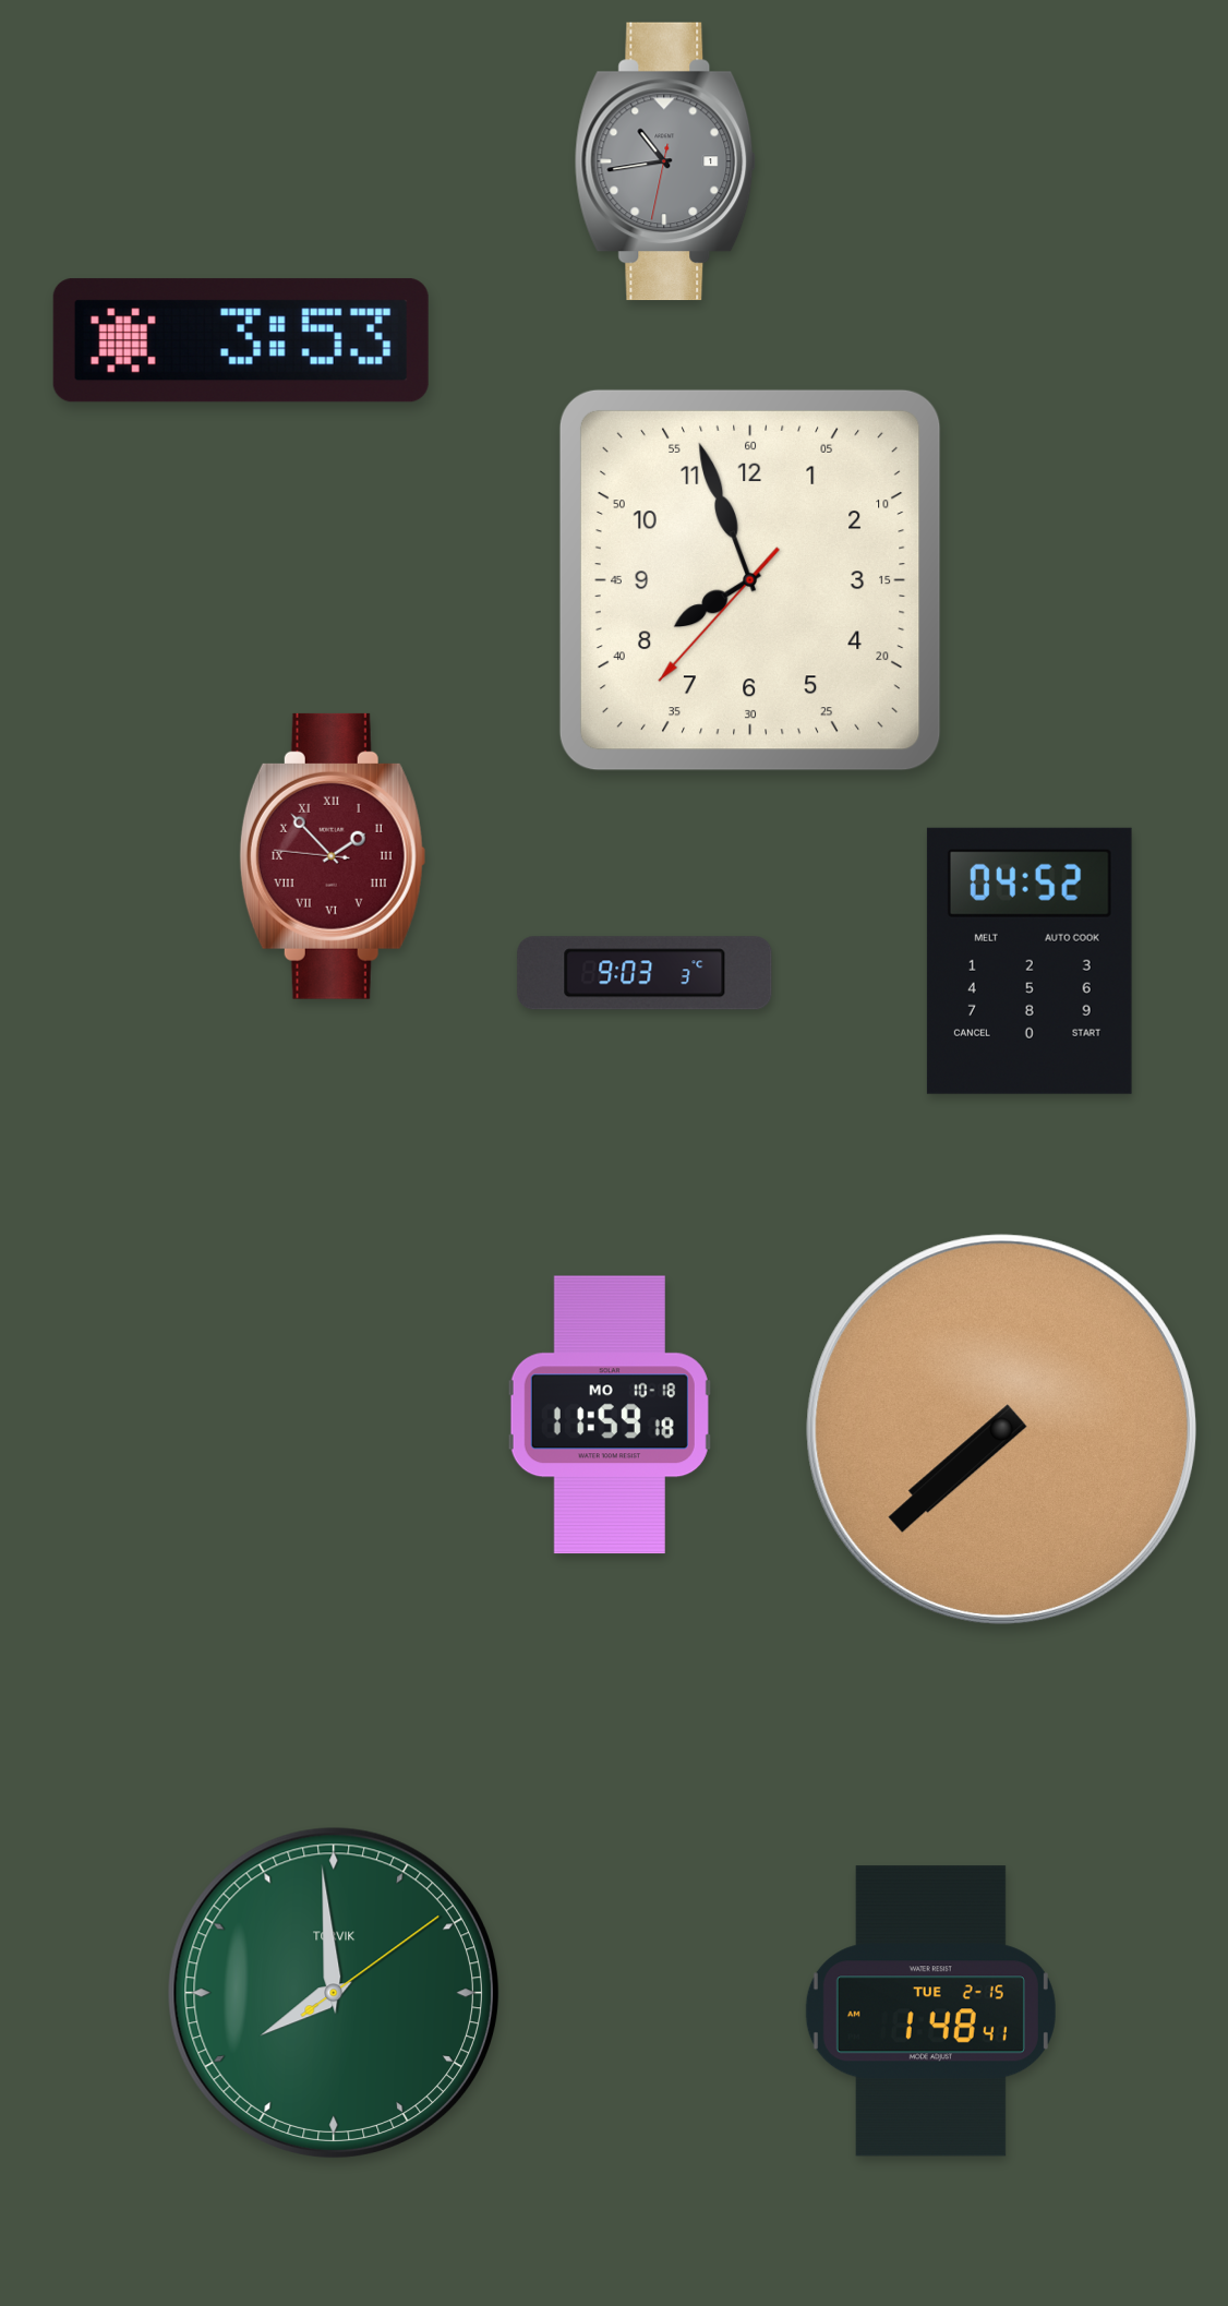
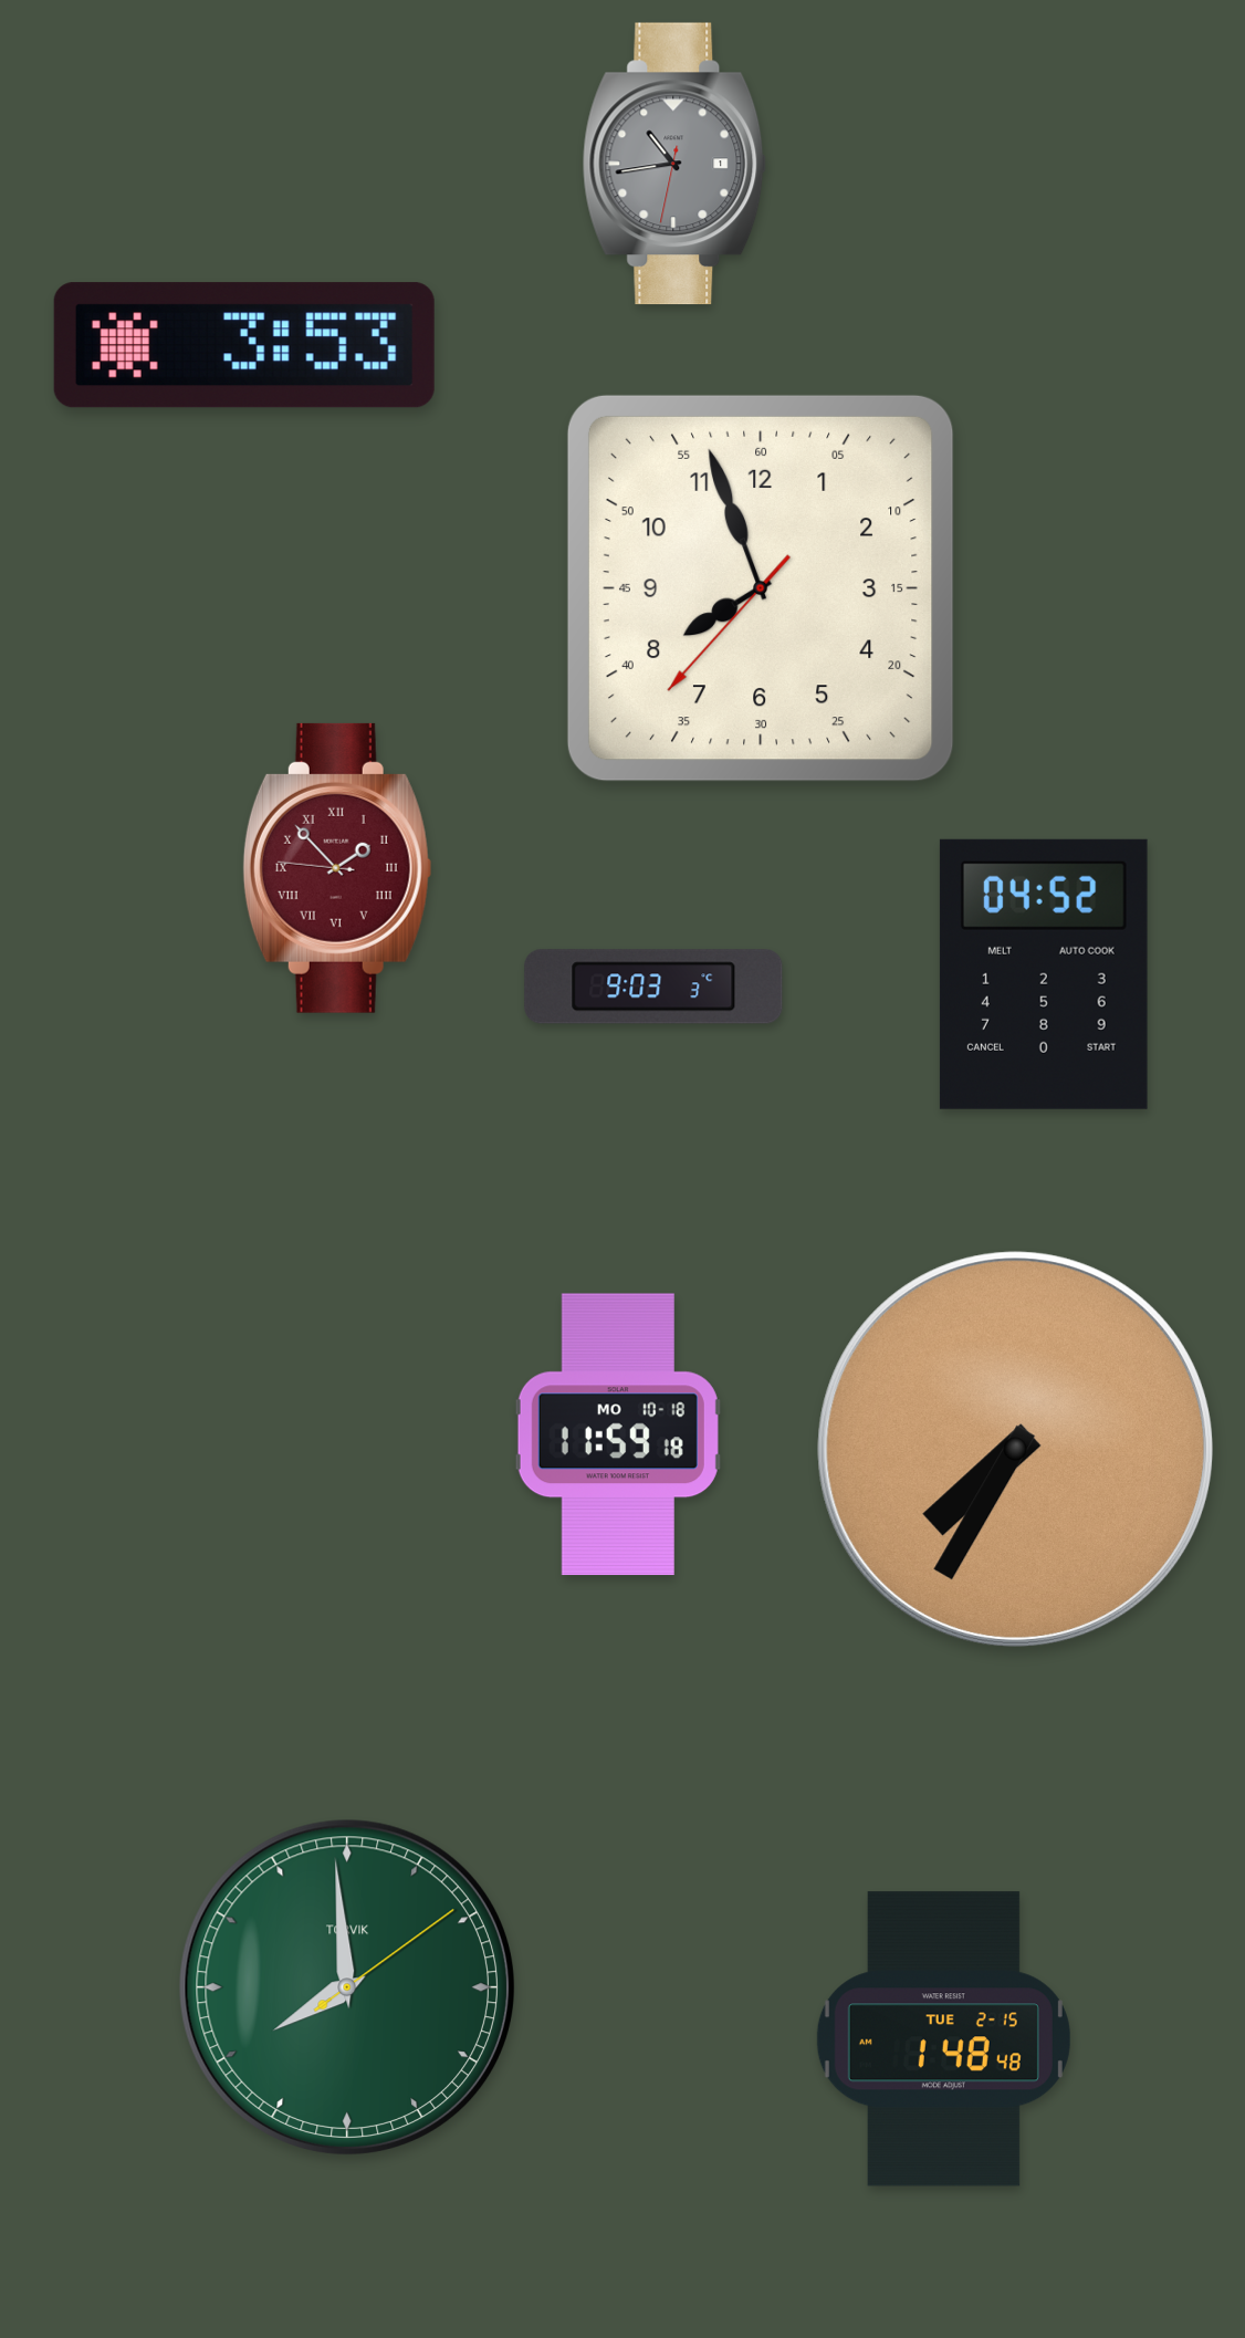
clock at (1001, 1429): 7:38 -> 7:35
clock at (334, 1993) position: (334, 1993) -> (347, 1987)
clock at (930, 2011): 1:48:41 -> 1:48:48
